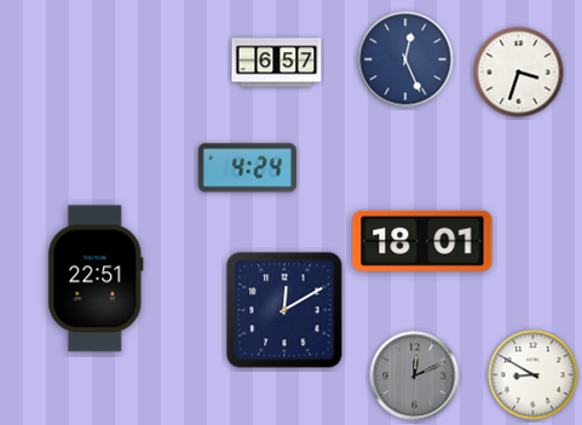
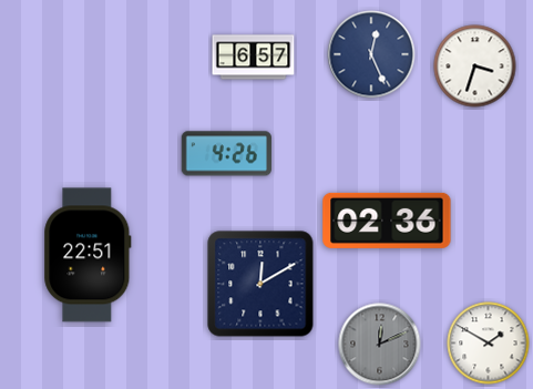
clock at (247, 168): 4:24 -> 4:26
clock at (422, 241): 18:01 -> 02:36
clock at (534, 375): 8:50 -> 1:50
